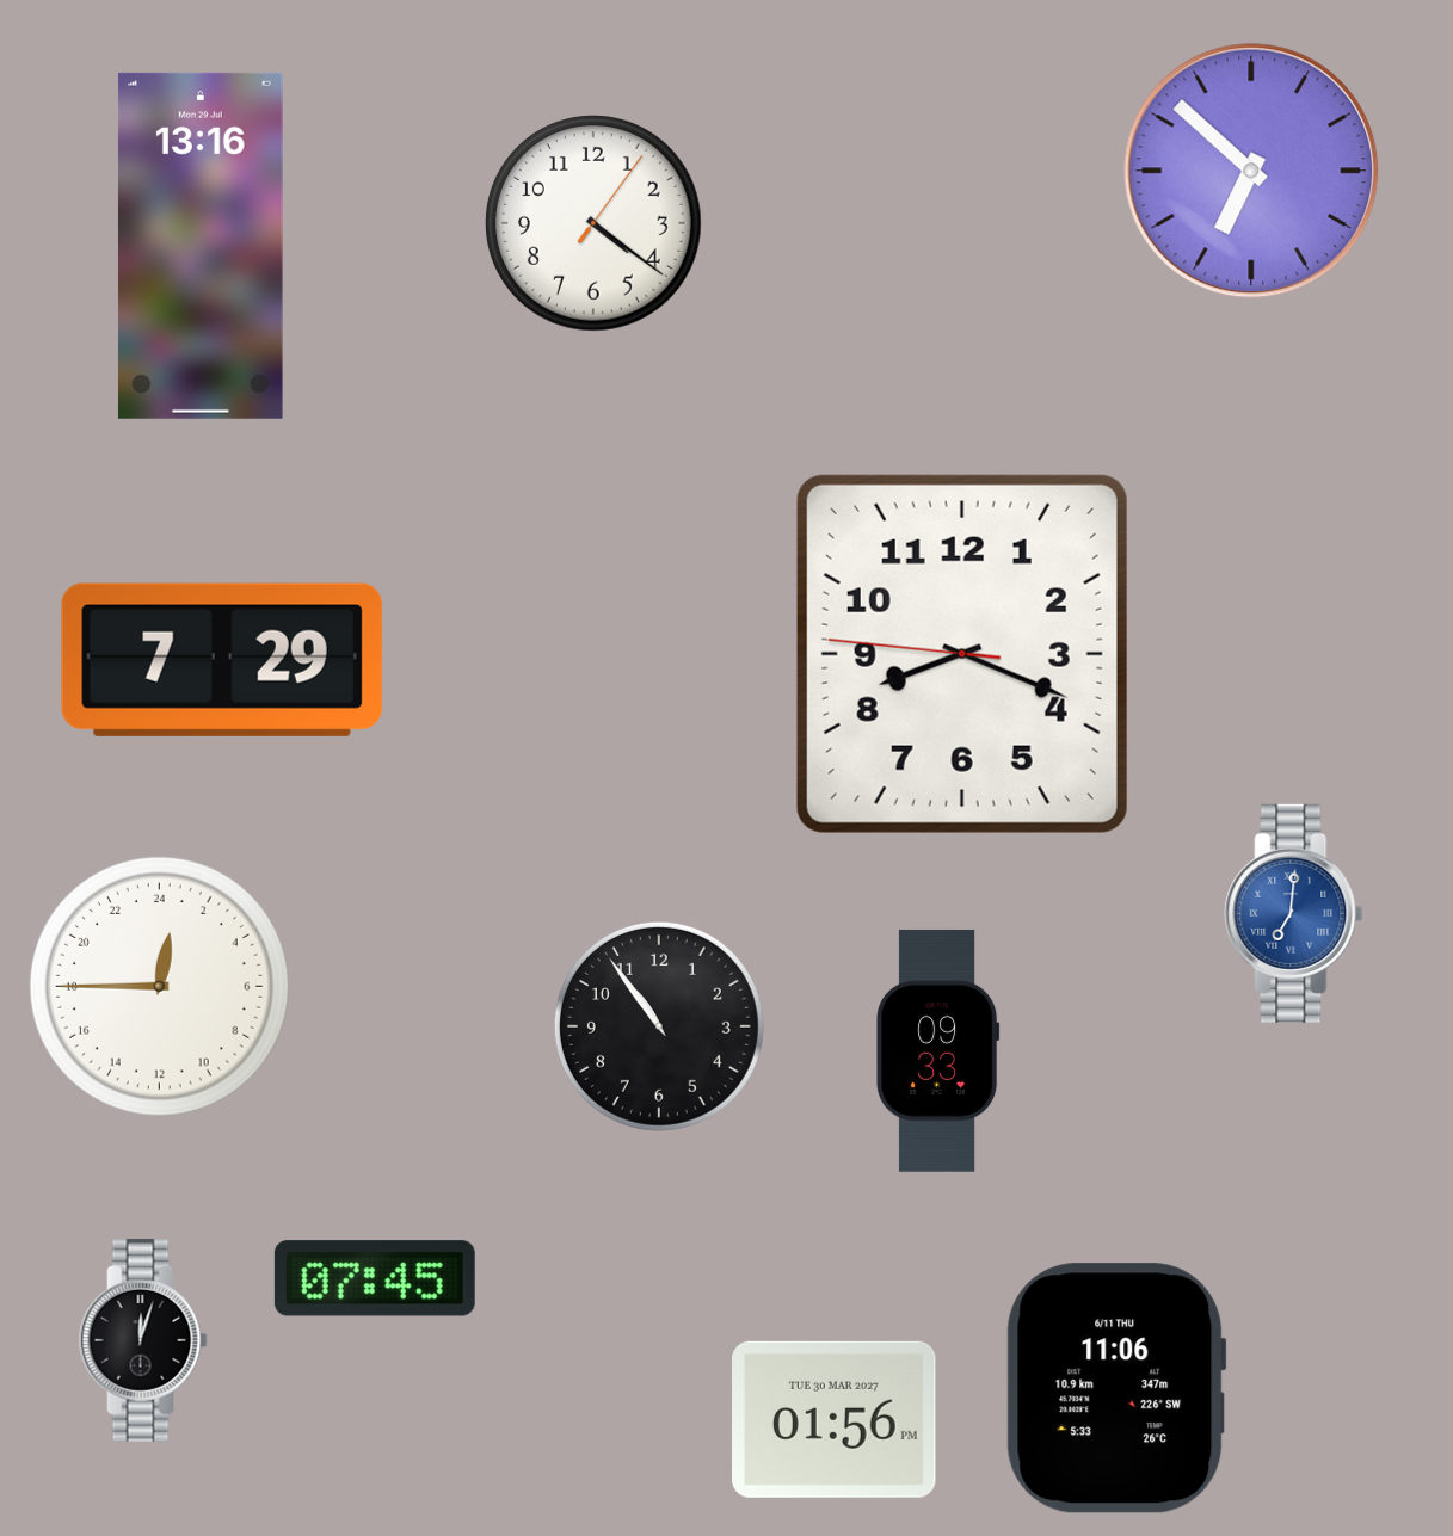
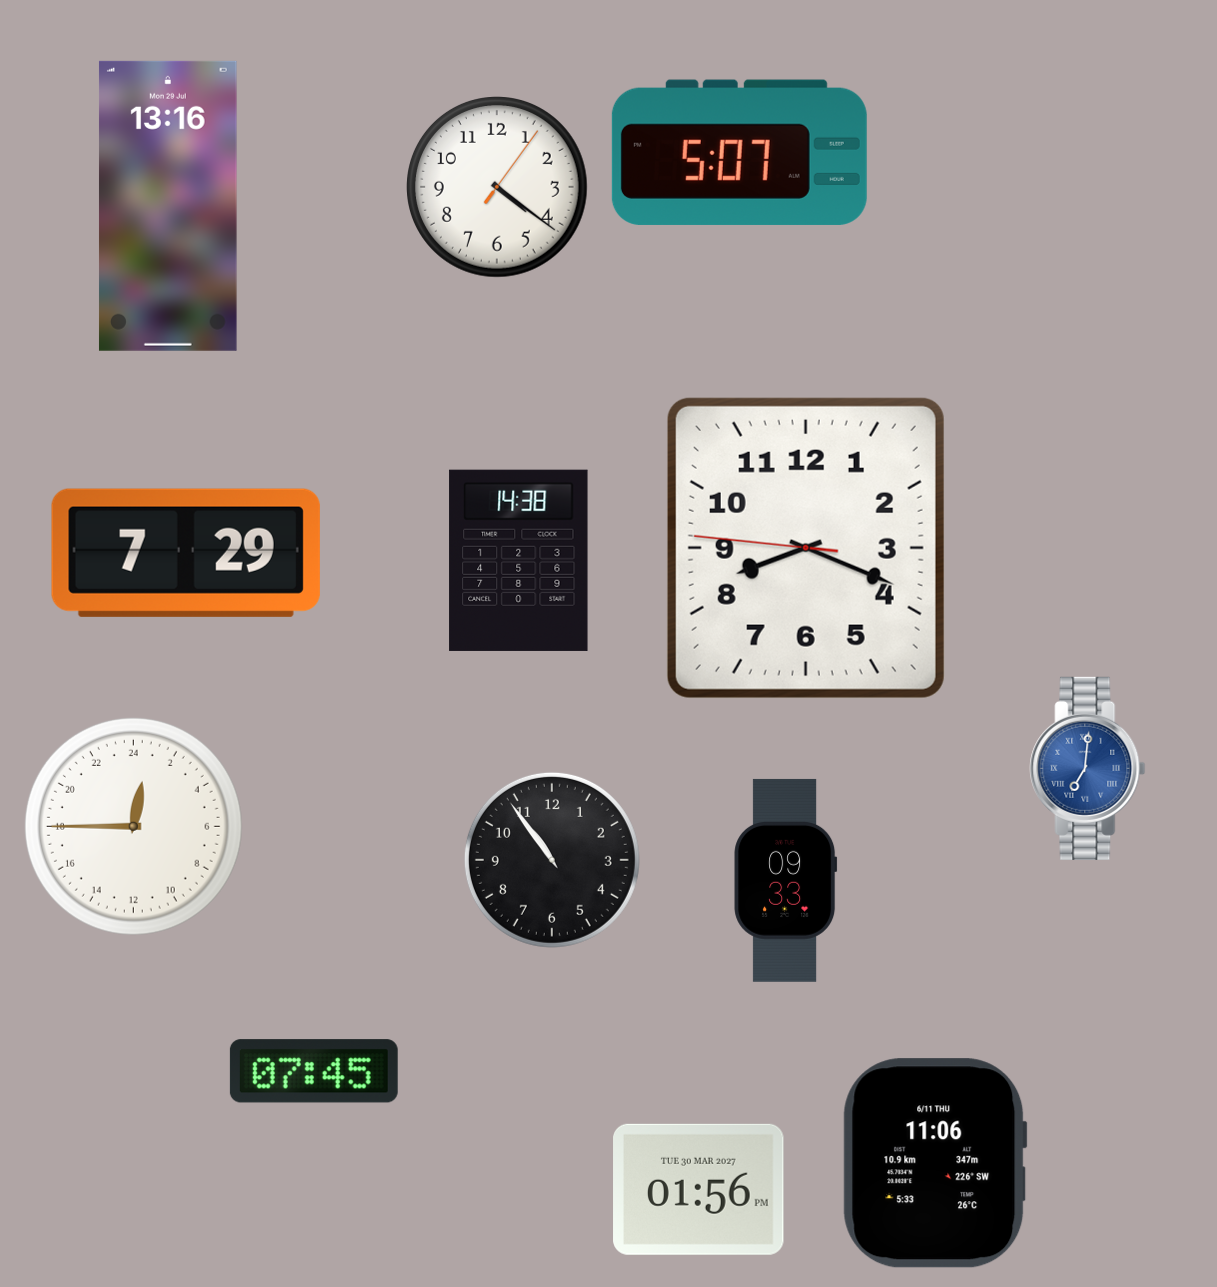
clock at (1251, 171): 6:52 -> none
clock at (739, 152): none -> 5:07
clock at (519, 560): none -> 14:38
clock at (1294, 913) position: (1294, 913) -> (1088, 768)
clock at (143, 1340): 12:03 -> none
